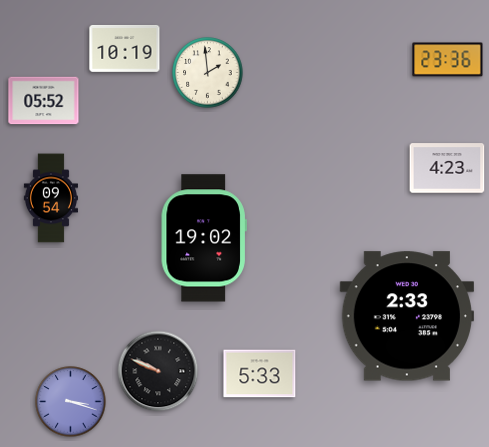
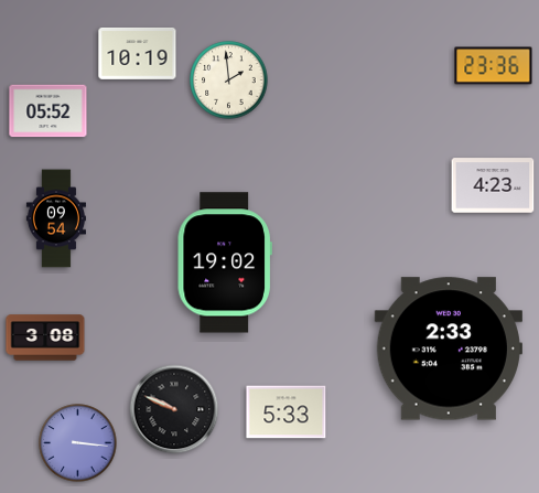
clock at (45, 337): none -> 3:08
clock at (71, 402): 3:18 -> 3:16
